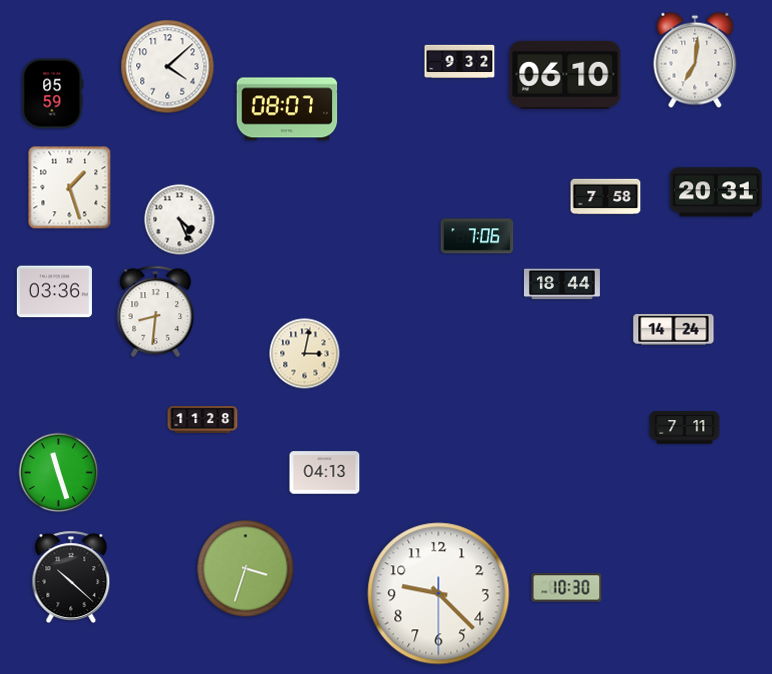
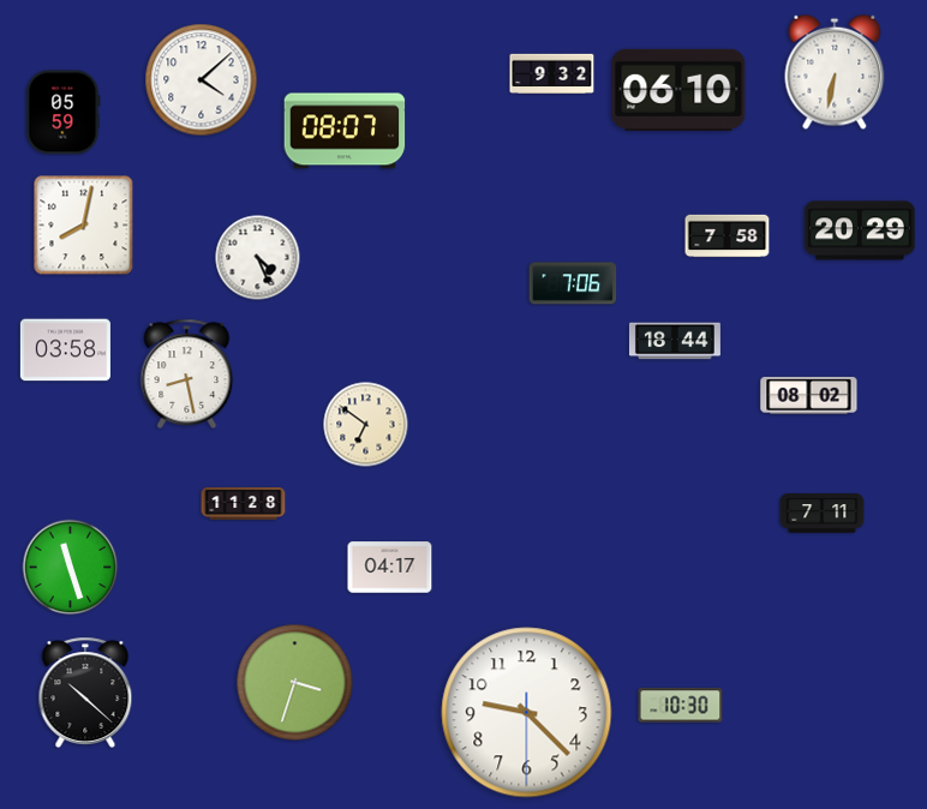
clock at (695, 60): 7:01 -> 6:32
clock at (70, 188): 1:27 -> 8:02
clock at (716, 192): 20:31 -> 20:29
clock at (180, 220) position: (180, 220) -> (258, 258)
clock at (54, 292): 03:36 -> 03:58
clock at (156, 311): 8:31 -> 8:28
clock at (674, 330): 14:24 -> 08:02
clock at (305, 354): 3:02 -> 6:51
clock at (325, 473): 04:13 -> 04:17
